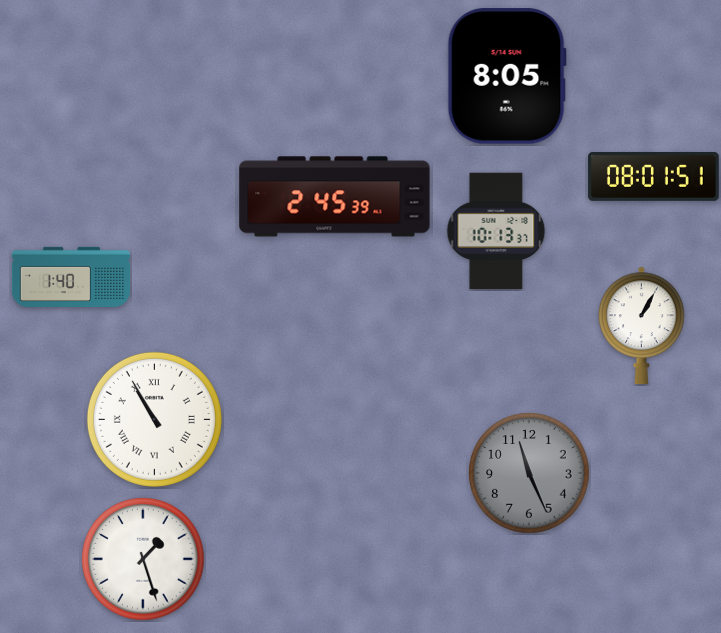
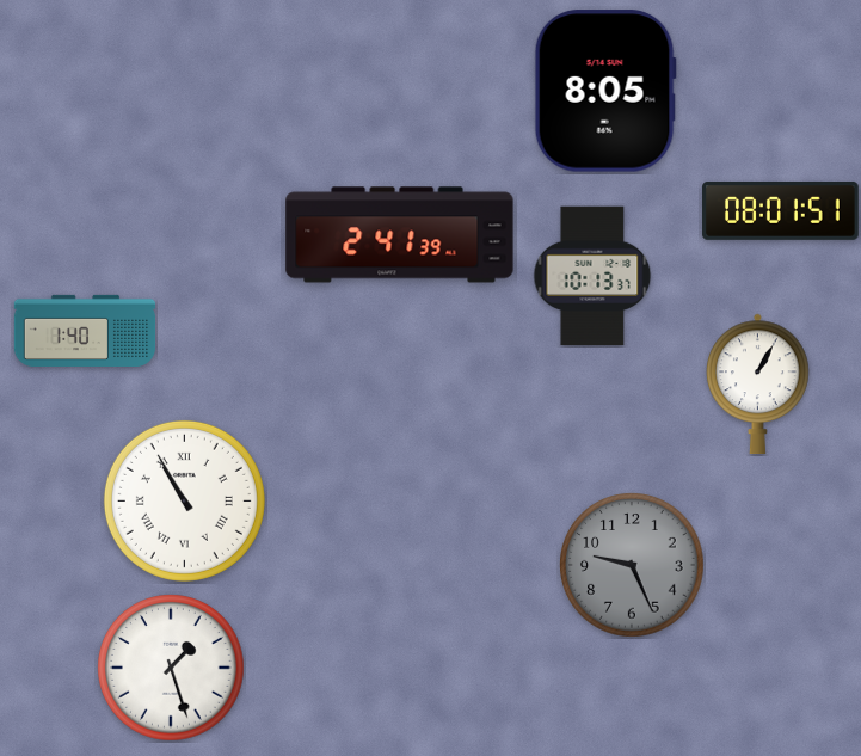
clock at (335, 197): 2:45 -> 2:41
clock at (642, 326) position: (642, 326) -> (758, 385)
clock at (529, 473): 11:26 -> 9:26
